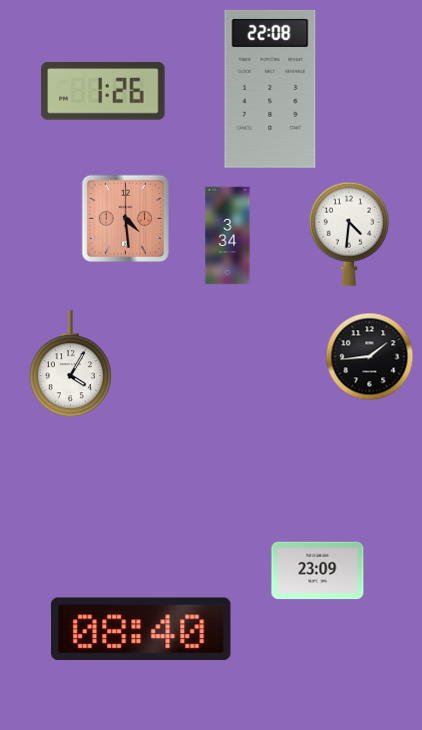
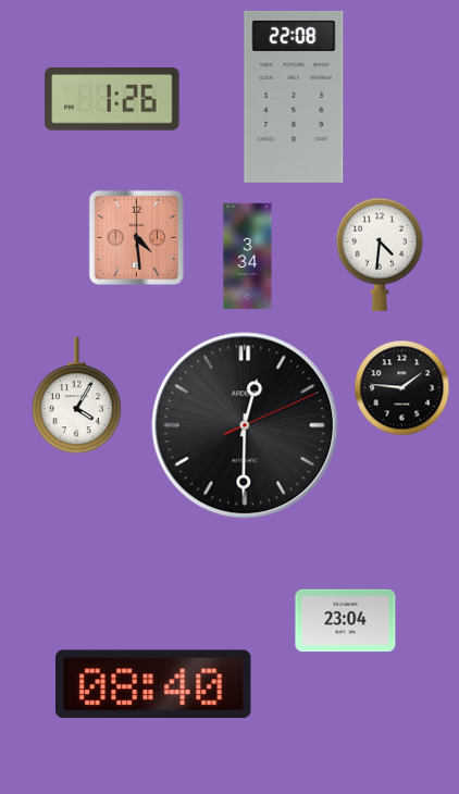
clock at (370, 357): 1:44 -> 1:46
clock at (245, 425): none -> 12:30
clock at (318, 571): 23:09 -> 23:04
